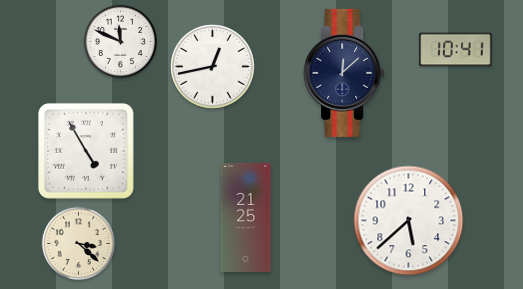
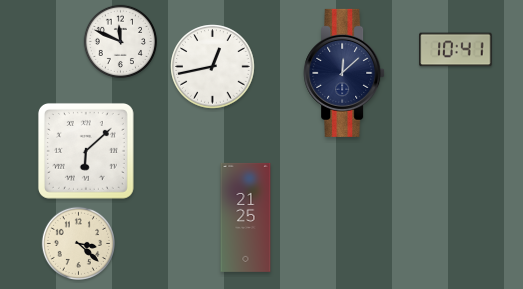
clock at (86, 151): 4:55 -> 6:08
clock at (409, 221): 5:38 -> none
